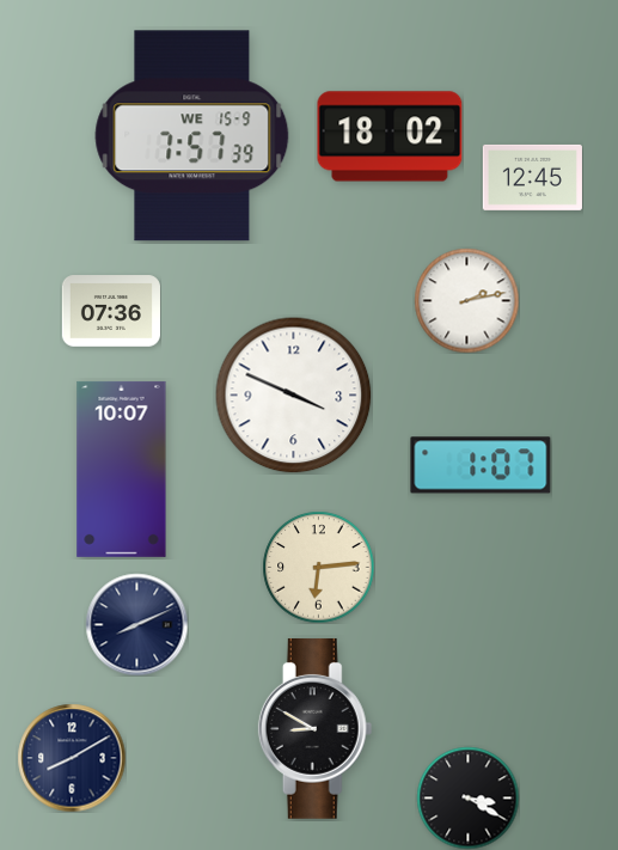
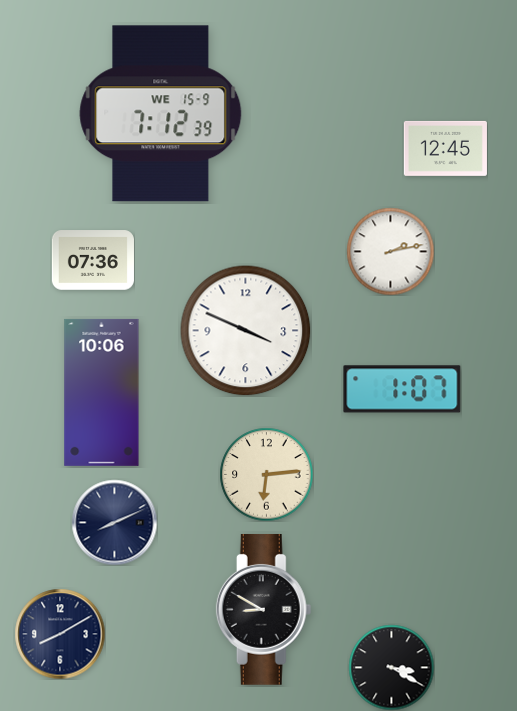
clock at (192, 136): 7:57 -> 7:12
clock at (390, 136): 18:02 -> none
clock at (122, 469): 10:07 -> 10:06
